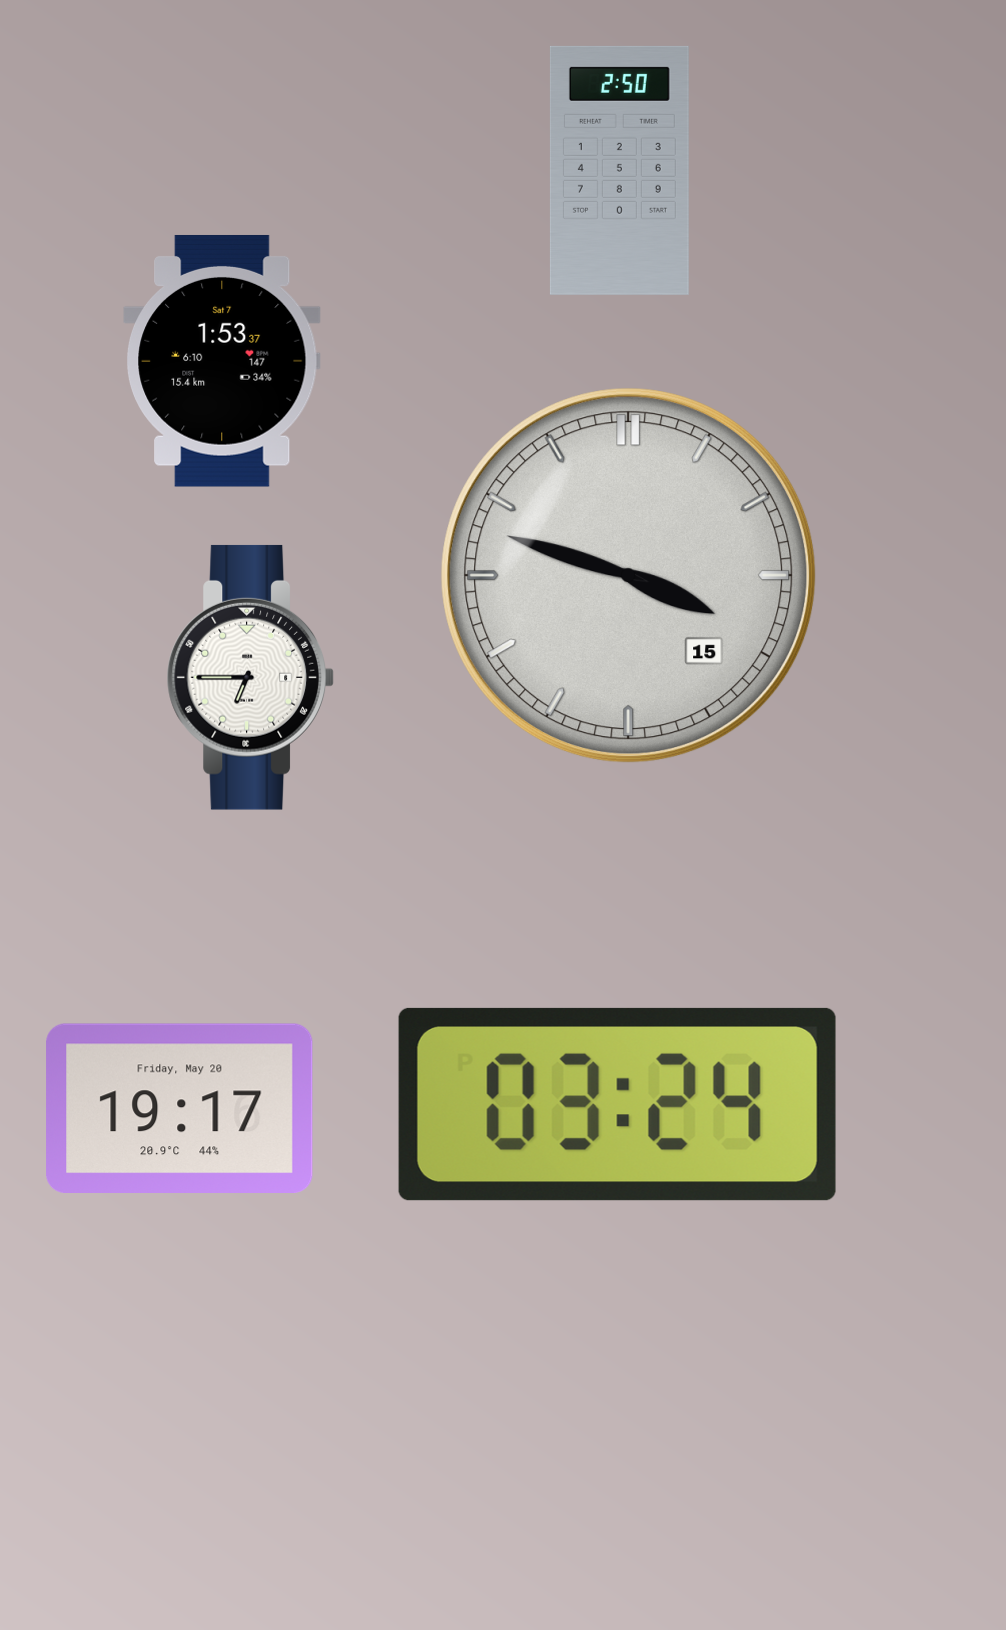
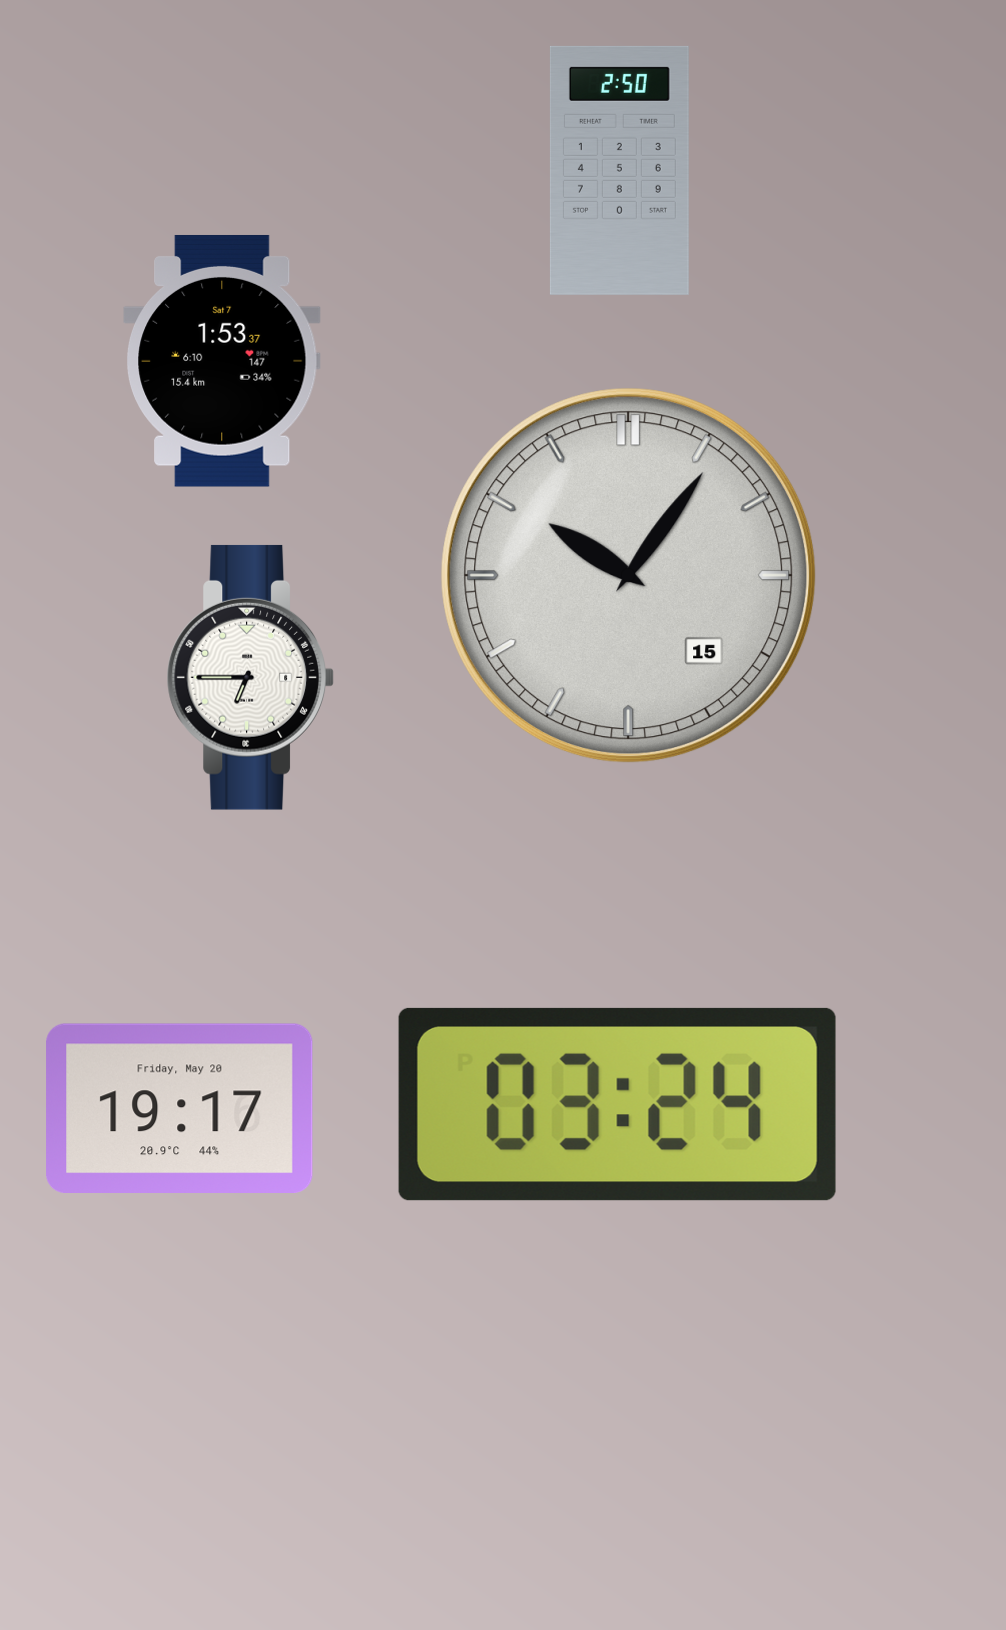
clock at (629, 576): 3:48 -> 10:06
